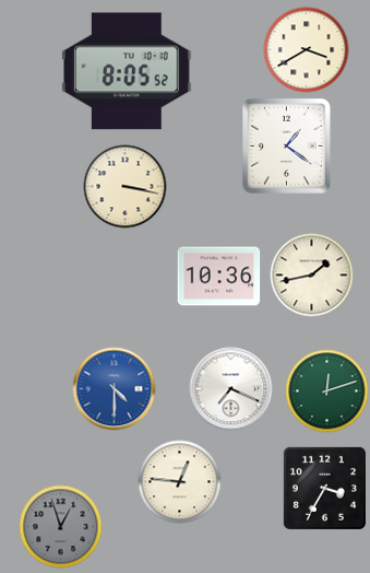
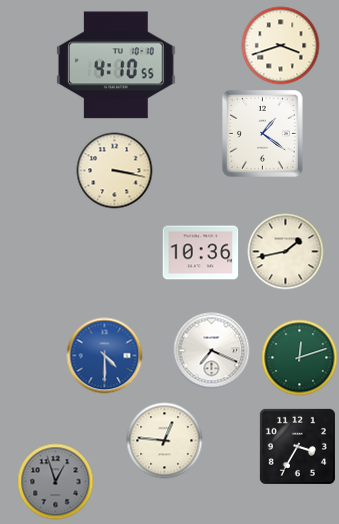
clock at (307, 50): 3:40 -> 3:42
clock at (128, 71): 8:05 -> 4:10
clock at (231, 389) position: (231, 389) -> (212, 351)
